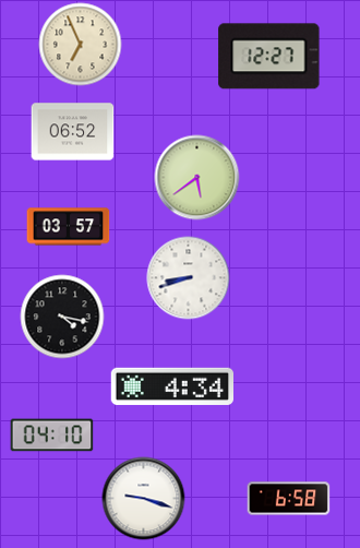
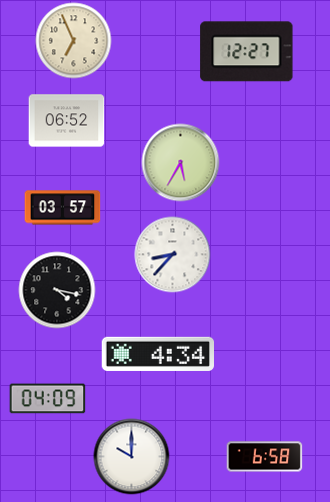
clock at (197, 178): 5:39 -> 5:35
clock at (189, 278): 8:42 -> 8:37
clock at (52, 436): 04:10 -> 04:09
clock at (144, 499): 9:18 -> 10:00
